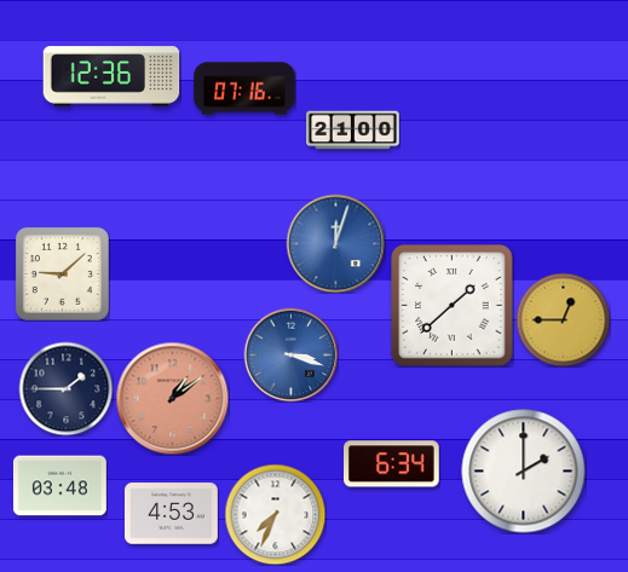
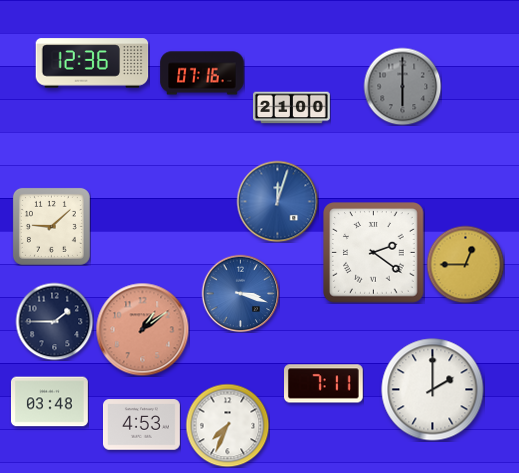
clock at (402, 86): none -> 6:00
clock at (453, 306): 1:38 -> 2:21
clock at (392, 464): 6:34 -> 7:11
